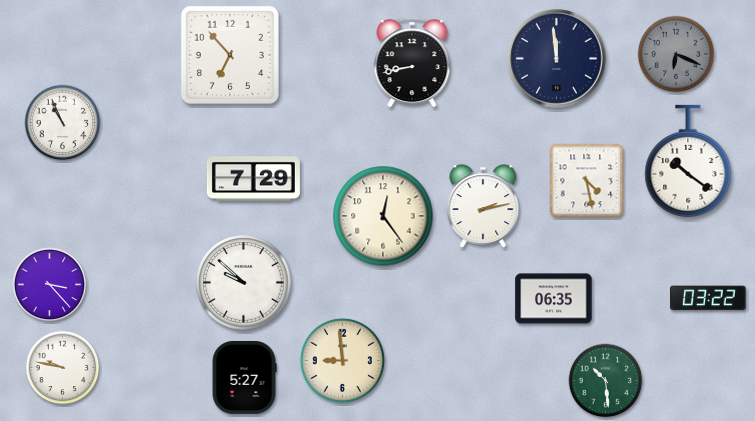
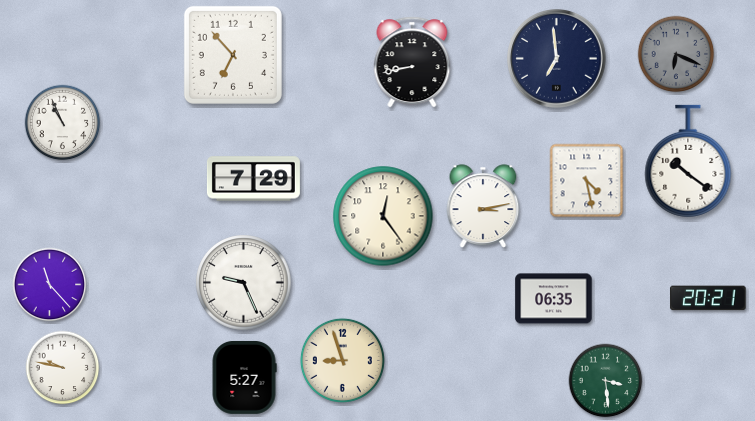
clock at (230, 55) position: (230, 55) -> (233, 55)
clock at (557, 59): 11:59 -> 6:59
clock at (483, 206): 2:13 -> 3:13
clock at (244, 283): 9:52 -> 9:26
clock at (50, 285): 3:23 -> 11:23
clock at (708, 298): 03:22 -> 20:21
clock at (342, 360): 8:59 -> 8:57
clock at (606, 381): 10:29 -> 3:29
